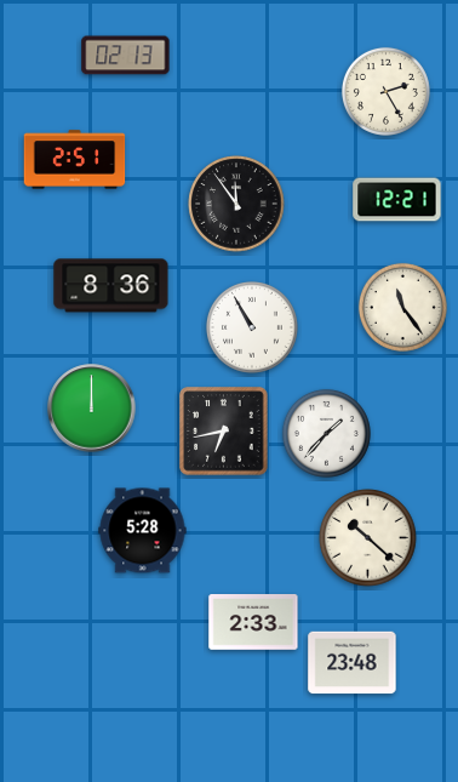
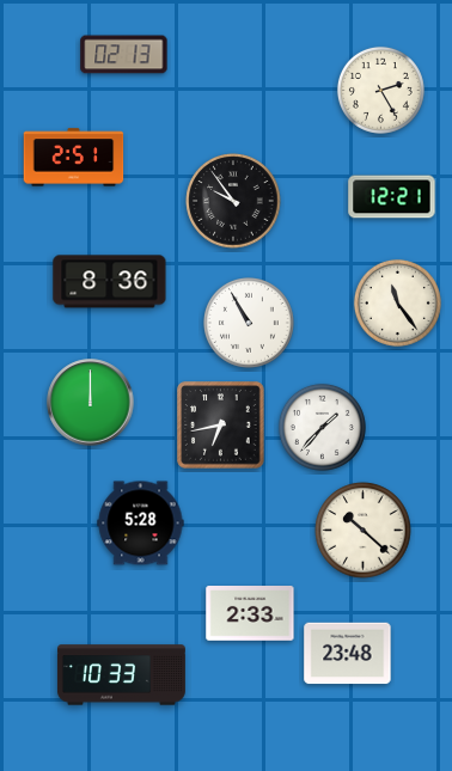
clock at (236, 204): 11:54 -> 9:54
clock at (121, 675): none -> 10:33
